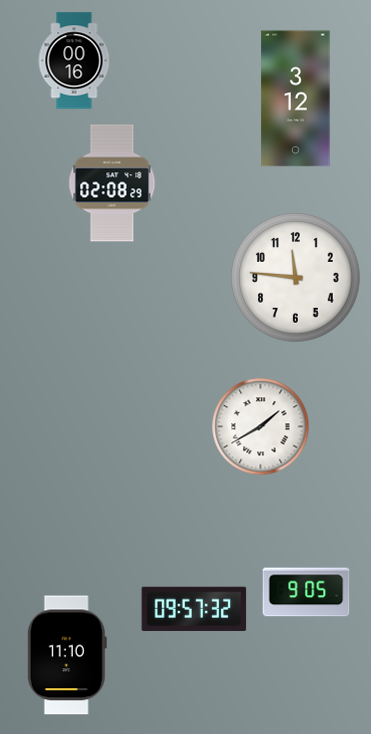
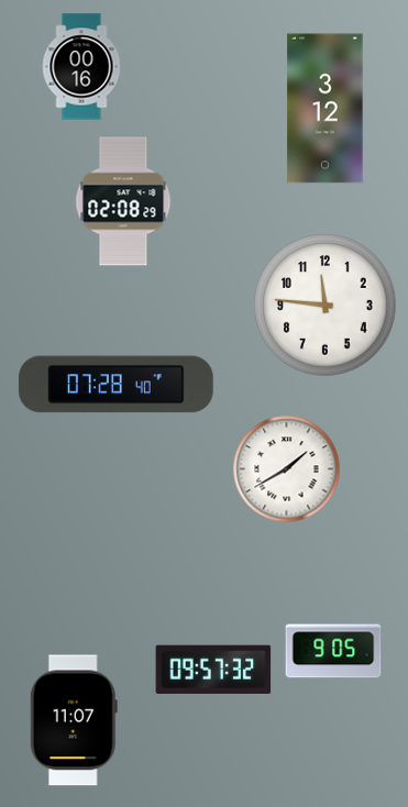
clock at (115, 385): none -> 07:28
clock at (306, 592) position: (306, 592) -> (333, 651)
clock at (67, 655): 11:10 -> 11:07
